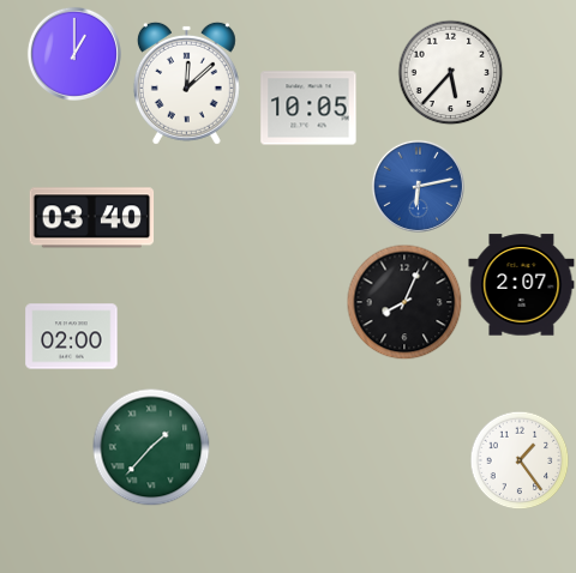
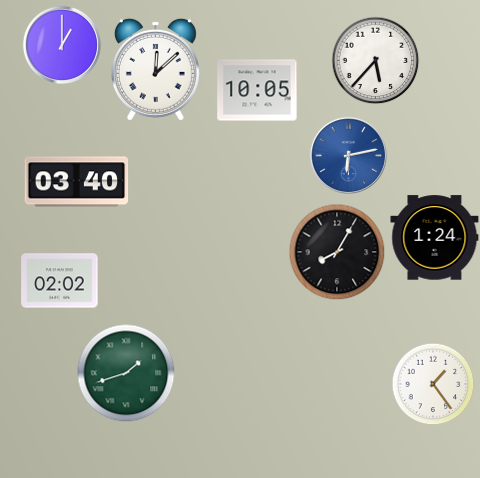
clock at (522, 285): 2:07 -> 1:24
clock at (404, 302): 8:04 -> 8:05
clock at (72, 337): 02:00 -> 02:02
clock at (151, 447): 1:37 -> 1:42
